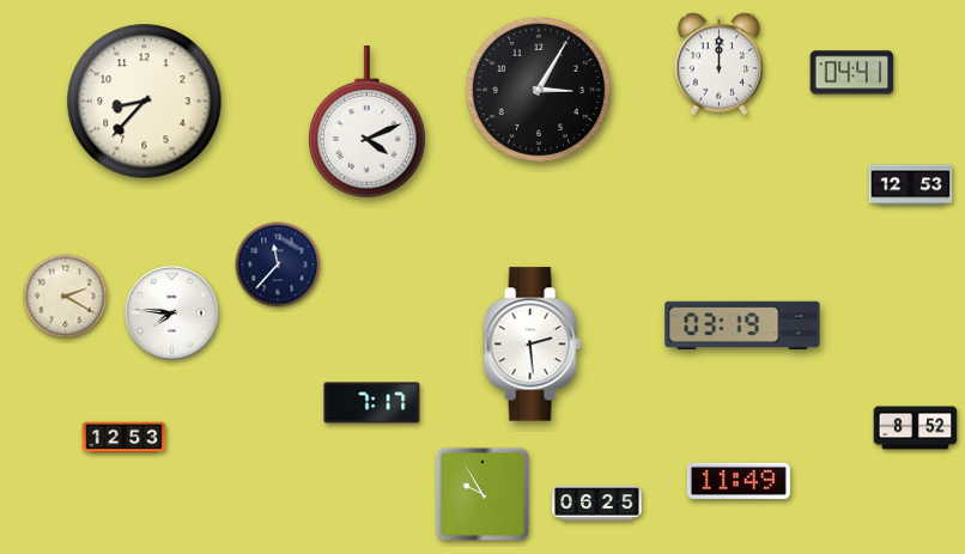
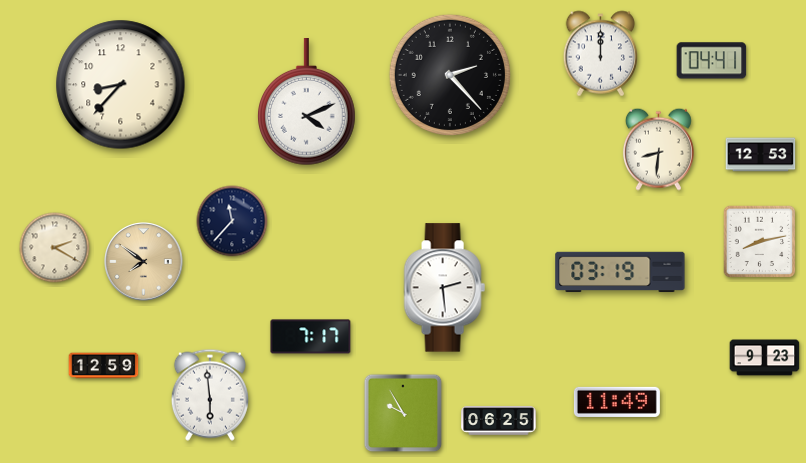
clock at (539, 90): 3:05 -> 2:23
clock at (658, 149): none -> 8:31
clock at (760, 242): none -> 8:13
clock at (172, 313): 7:46 -> 7:51
clock at (172, 313) dial: white -> champagne
clock at (916, 428): 8:52 -> 9:23
clock at (125, 438): 12:53 -> 12:59
clock at (210, 395): none -> 5:59
